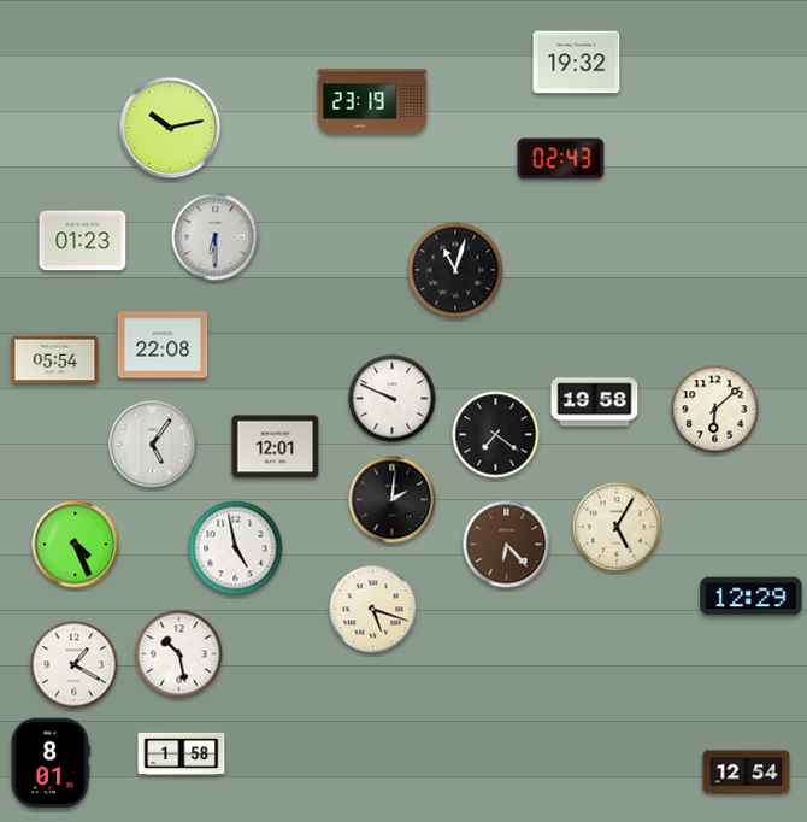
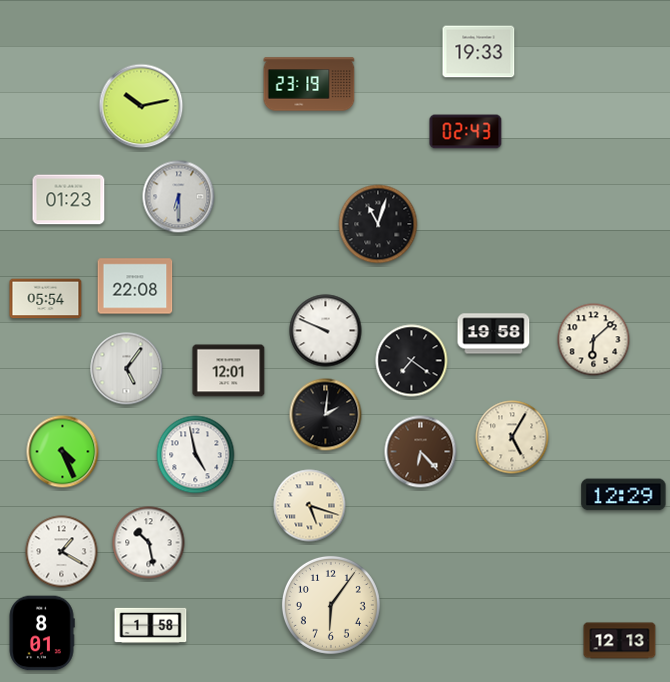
clock at (577, 63): 19:32 -> 19:33
clock at (331, 605): none -> 6:06
clock at (747, 773): 12:54 -> 12:13
